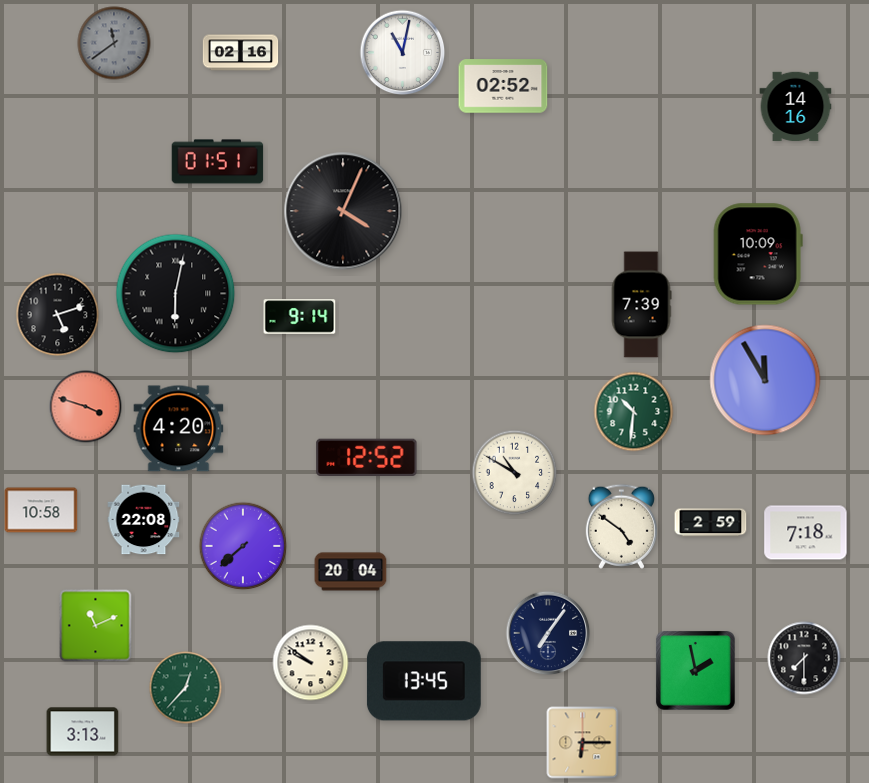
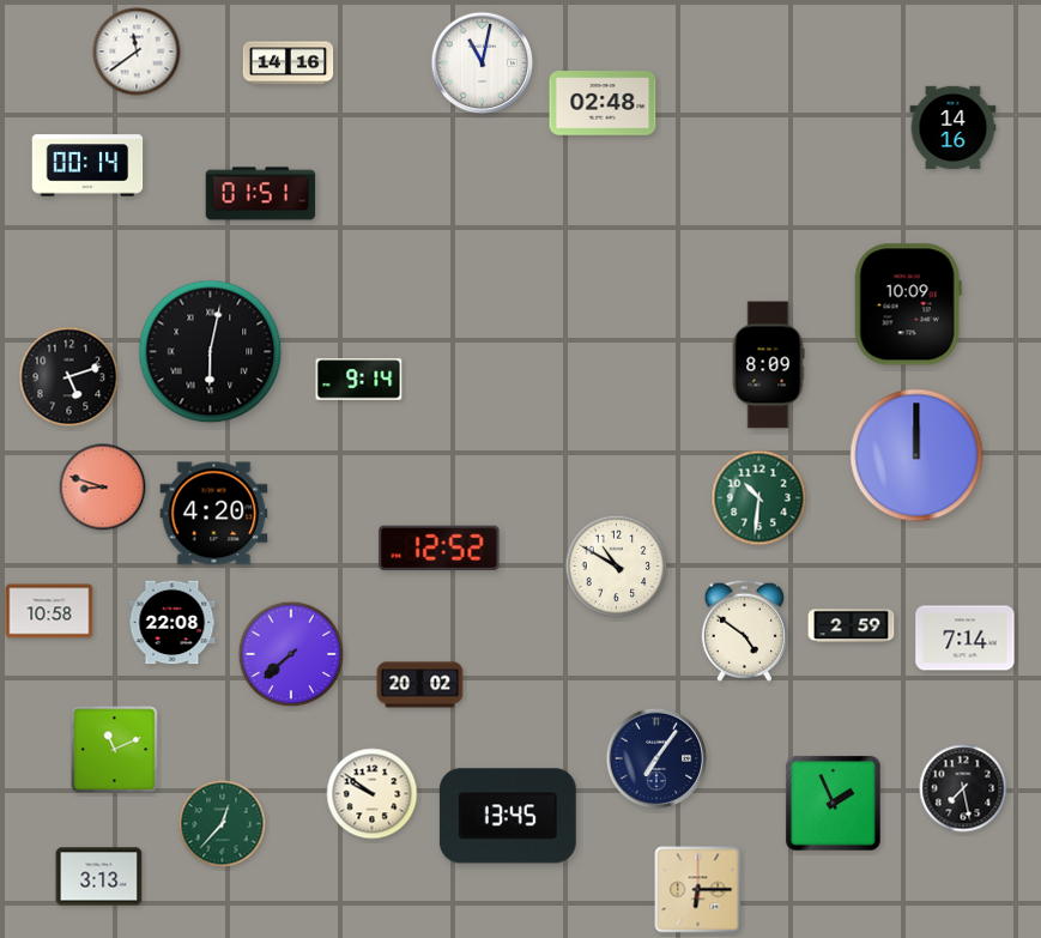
clock at (114, 43) dial: grey -> white
clock at (241, 53): 02:16 -> 14:16
clock at (503, 86): 02:52 -> 02:48
clock at (87, 165): none -> 00:14
clock at (343, 211): 4:04 -> none
clock at (641, 305): 7:39 -> 8:09
clock at (765, 380): 11:55 -> 12:00
clock at (86, 407): 3:48 -> 8:48
clock at (634, 412) position: (634, 412) -> (759, 498)
clock at (806, 533): 7:18 -> 7:14
clock at (351, 572): 20:04 -> 20:02
clock at (804, 658): 7:30 -> 7:28
clock at (695, 670): 1:58 -> 1:56
